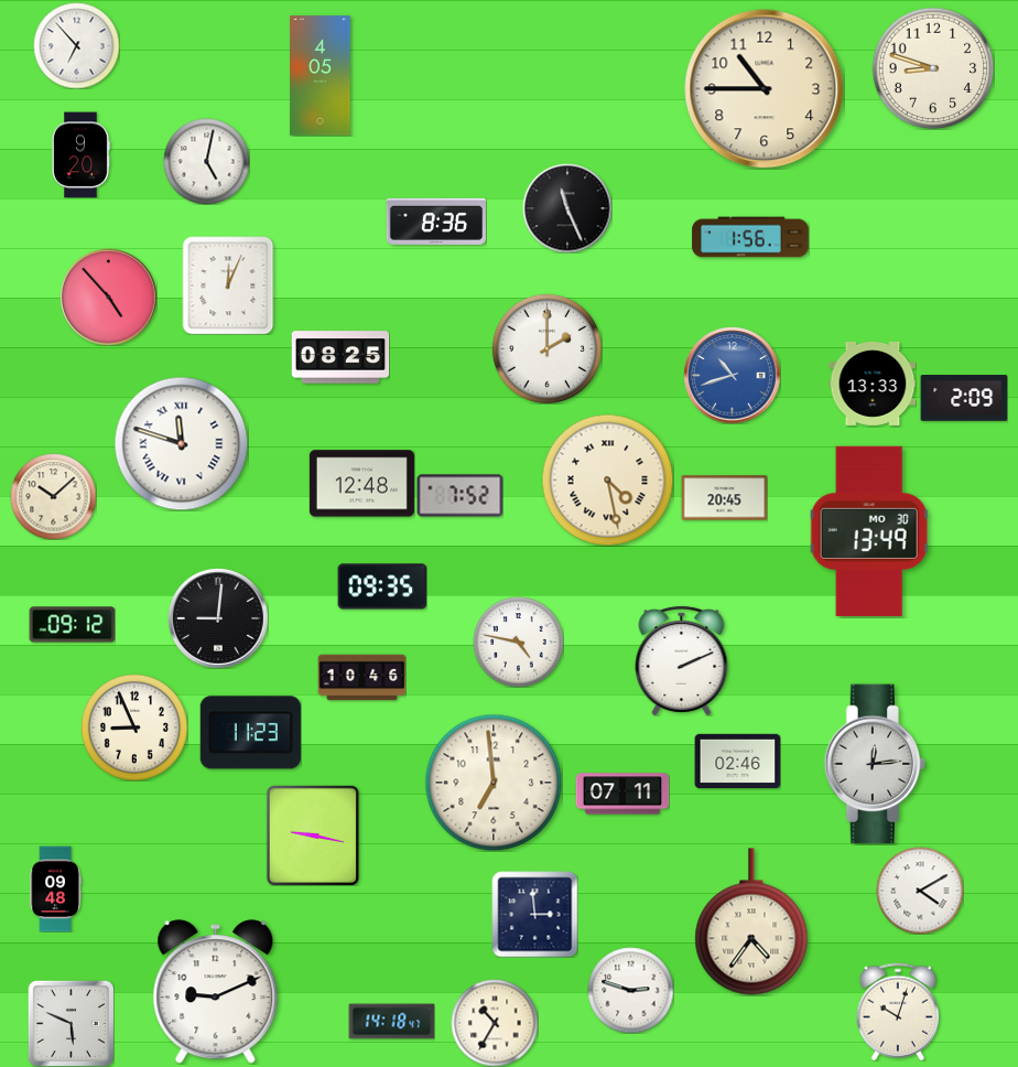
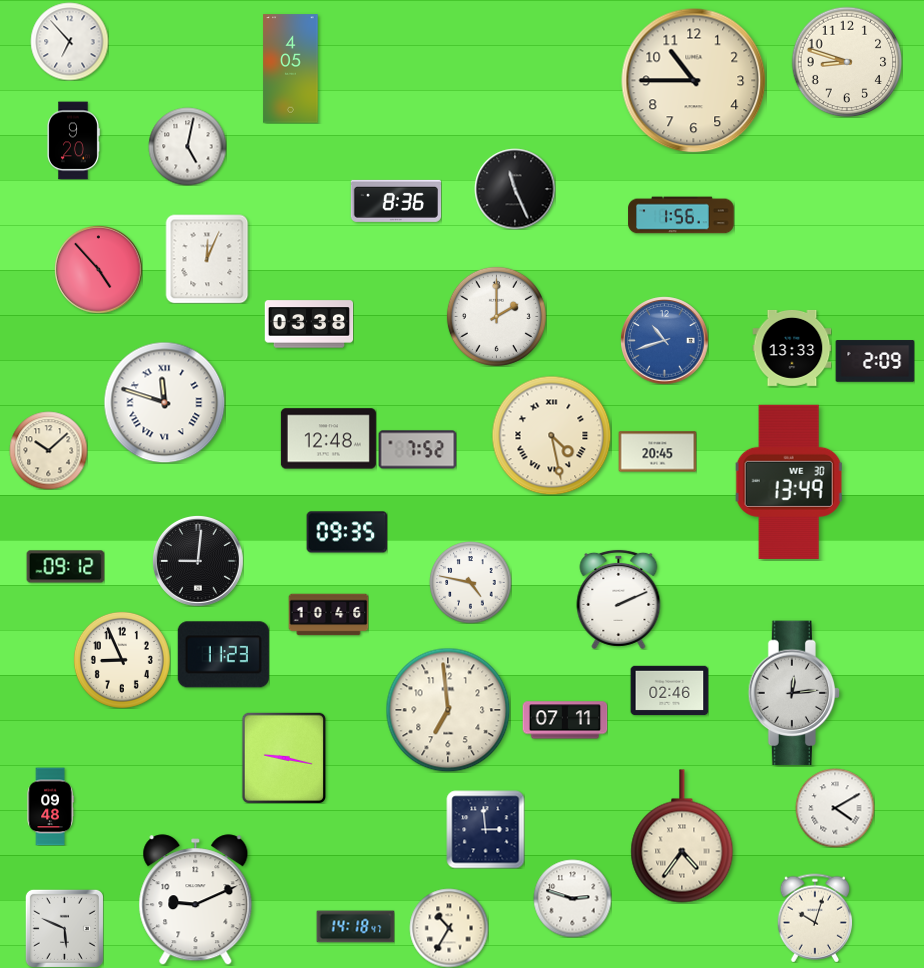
clock at (340, 357): 08:25 -> 03:38
clock at (869, 531) date: MO 30 -> WE 30
clock at (250, 733) position: (250, 733) -> (223, 655)
